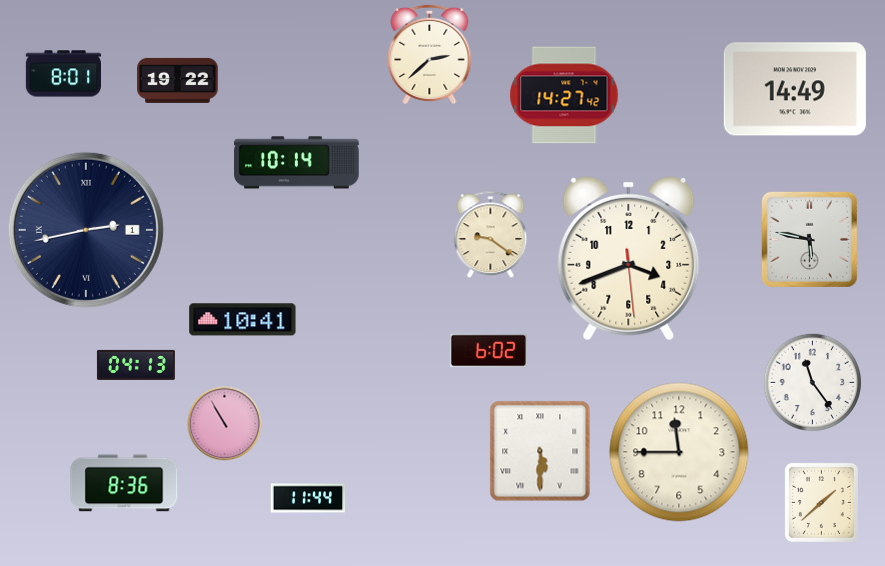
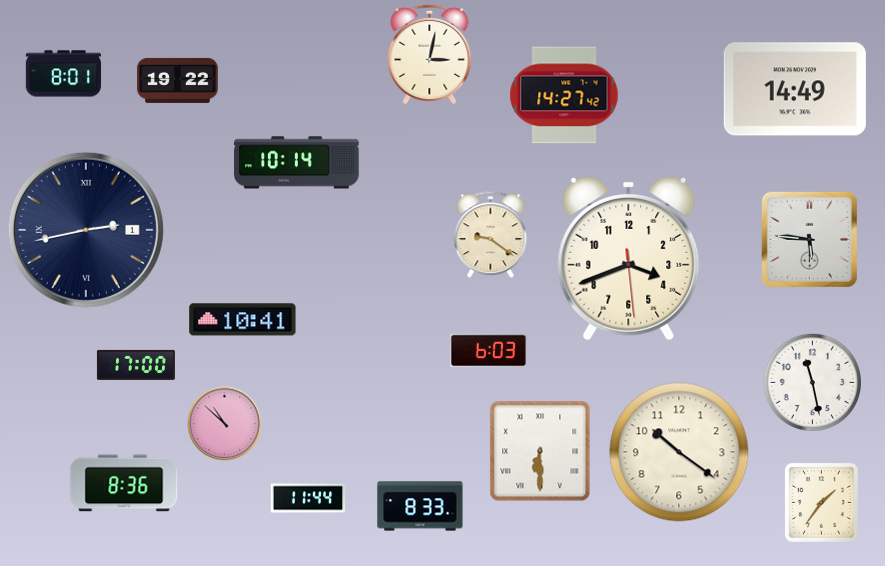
clock at (430, 54): 2:38 -> 3:02
clock at (809, 239): 5:47 -> 5:46
clock at (488, 351): 6:02 -> 6:03
clock at (136, 365): 04:13 -> 17:00
clock at (812, 382): 11:24 -> 11:28
clock at (225, 424): 10:55 -> 10:52
clock at (540, 451): 5:30 -> 6:30
clock at (679, 452): 11:45 -> 10:21
clock at (821, 502): 1:38 -> 1:36
clock at (420, 506): none -> 8:33
